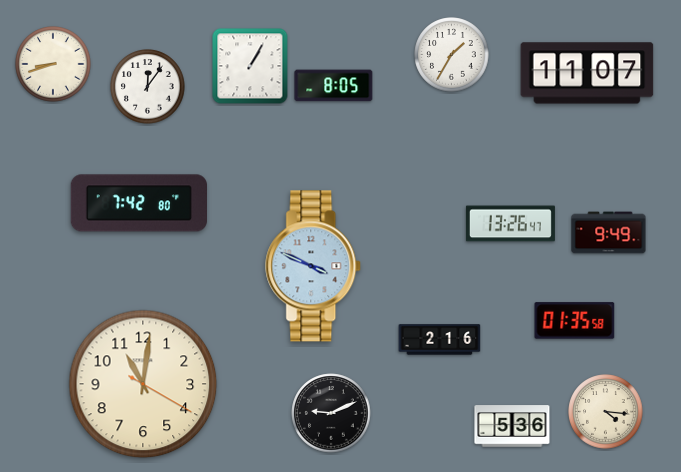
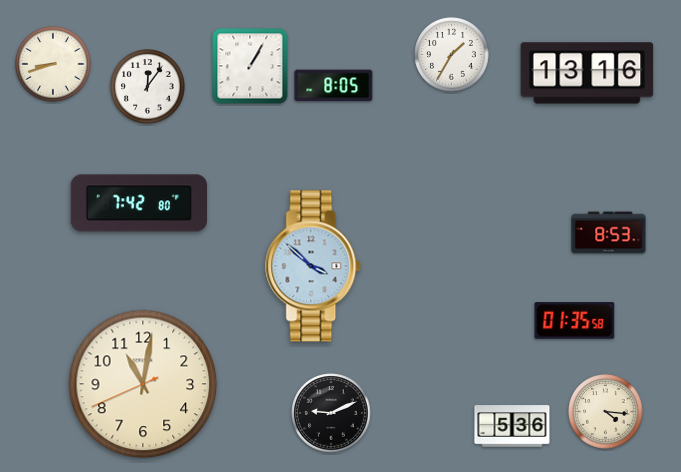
clock at (587, 73): 11:07 -> 13:16
clock at (510, 224): 13:26 -> none
clock at (609, 233): 9:49 -> 8:53
clock at (314, 266): 3:49 -> 3:52
clock at (440, 340): 2:16 -> none
clock at (143, 384): 11:01:20 -> 11:01:41
